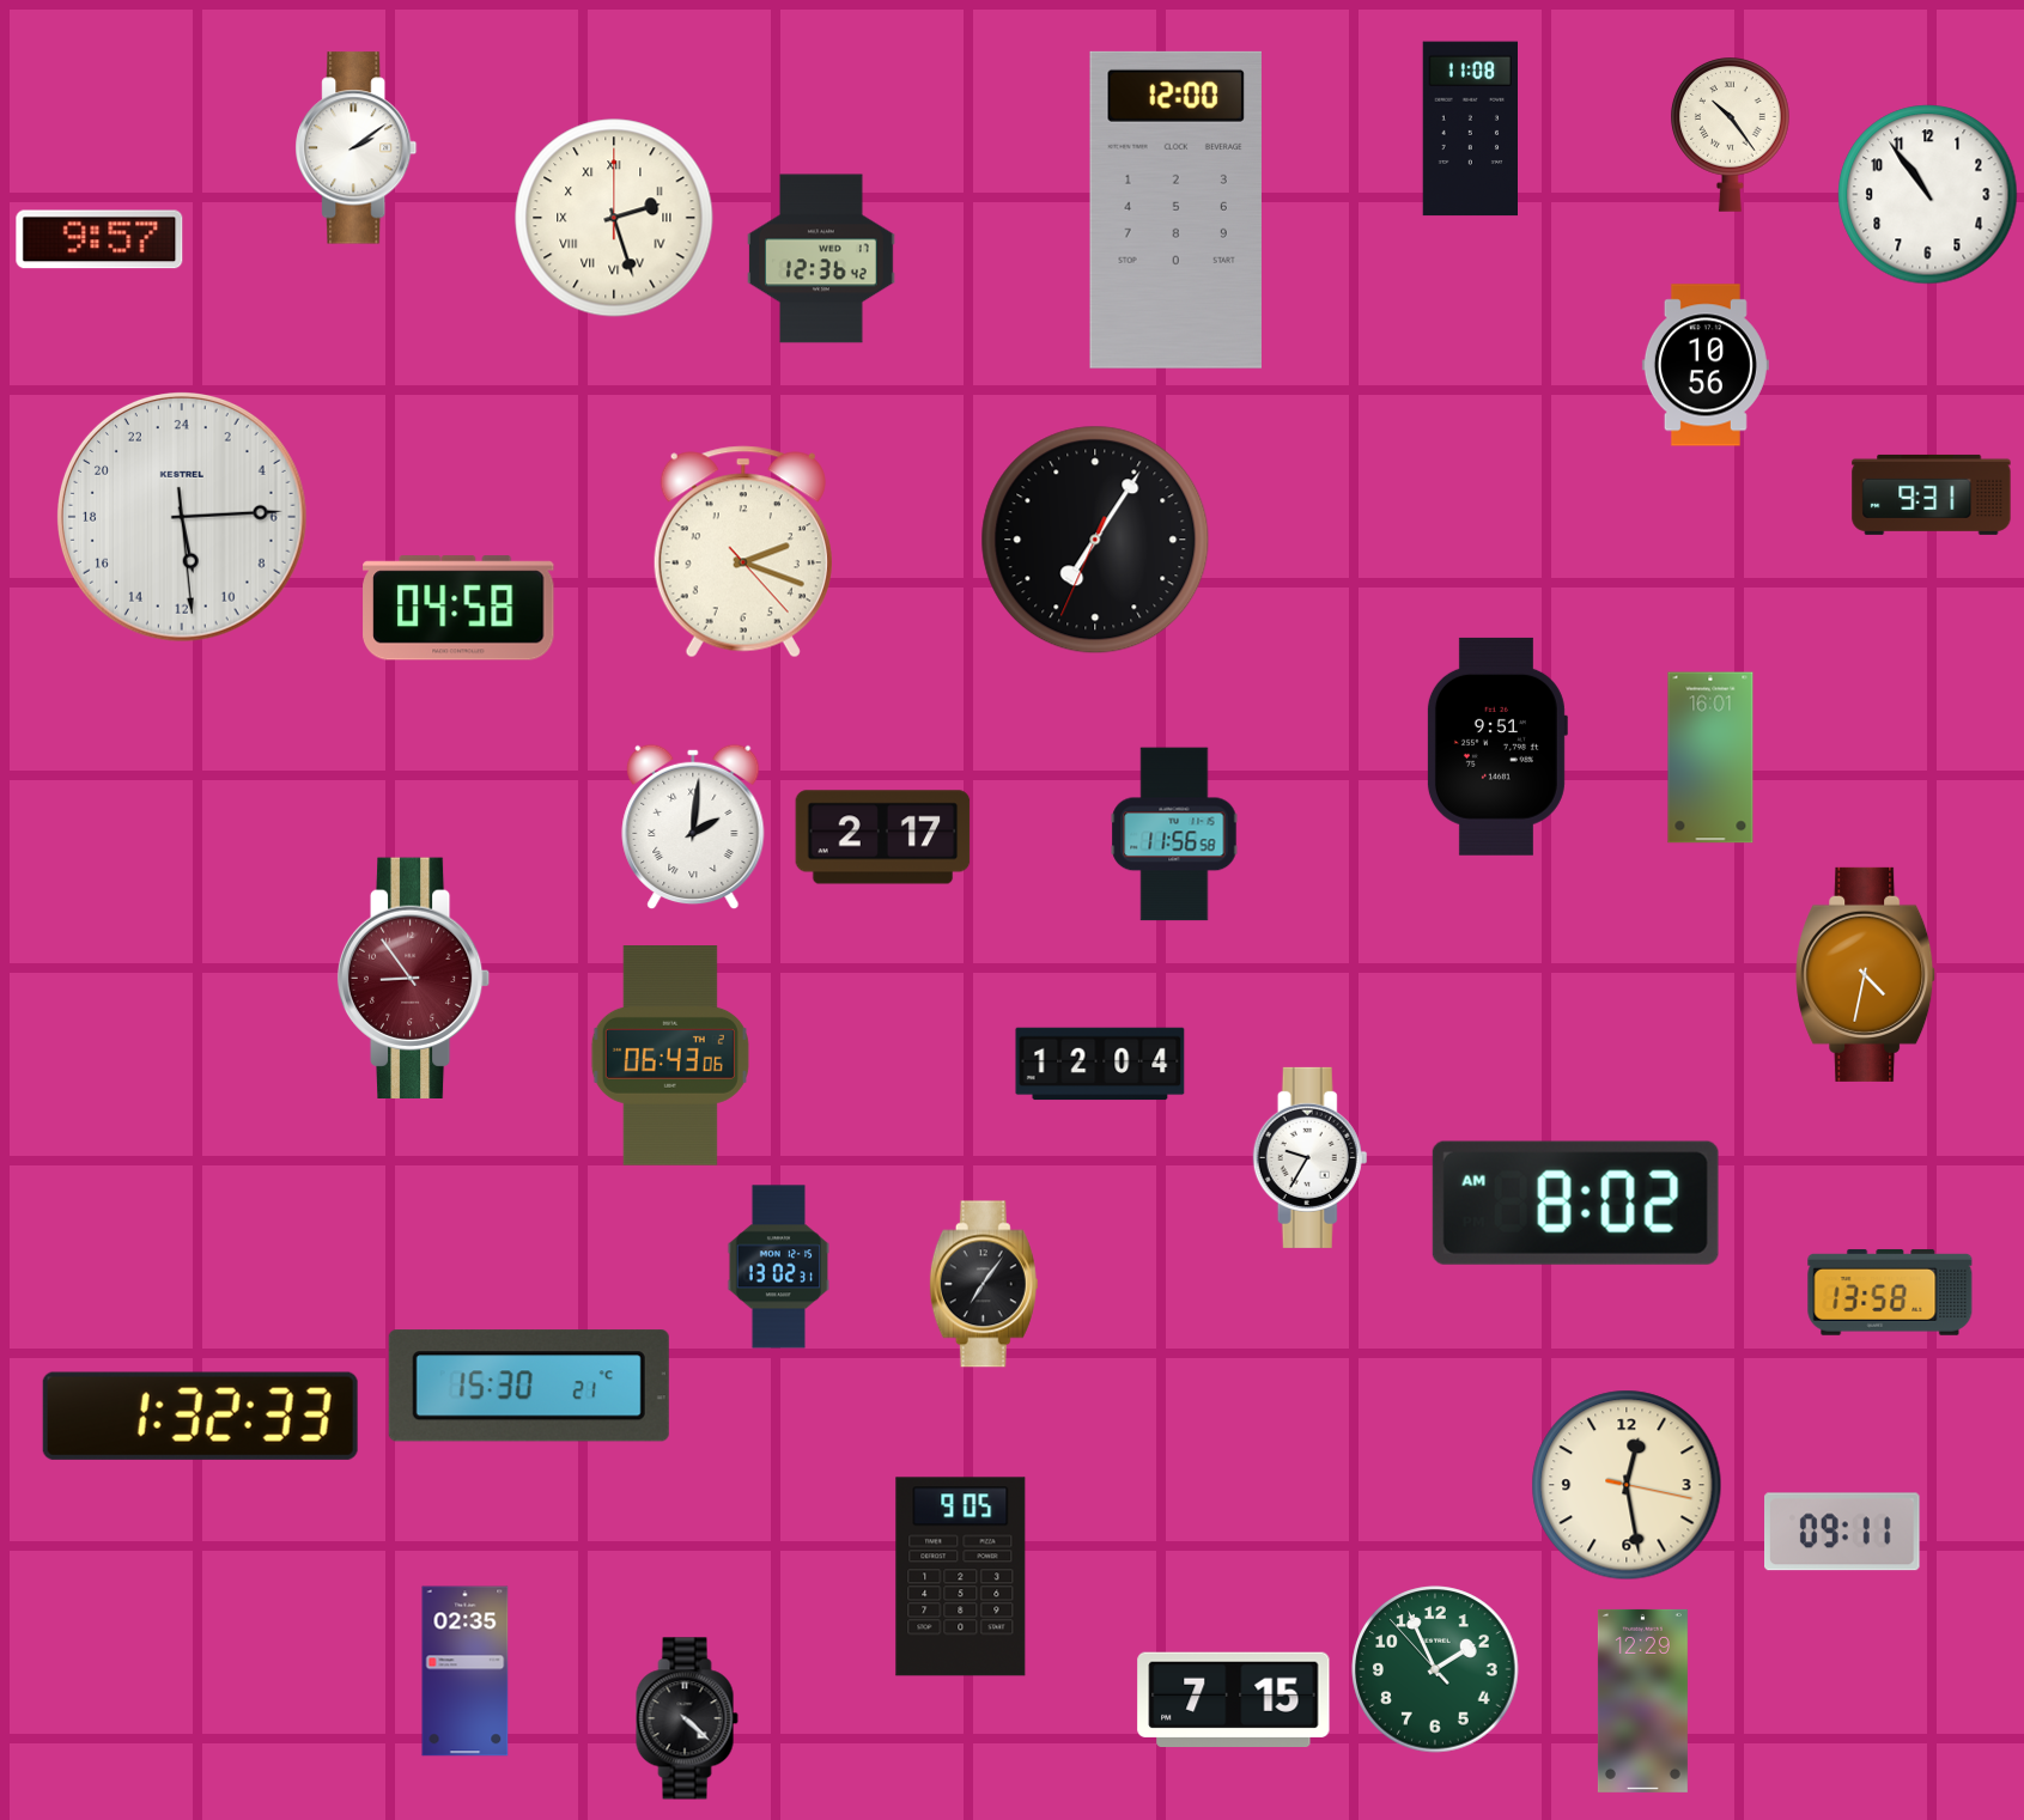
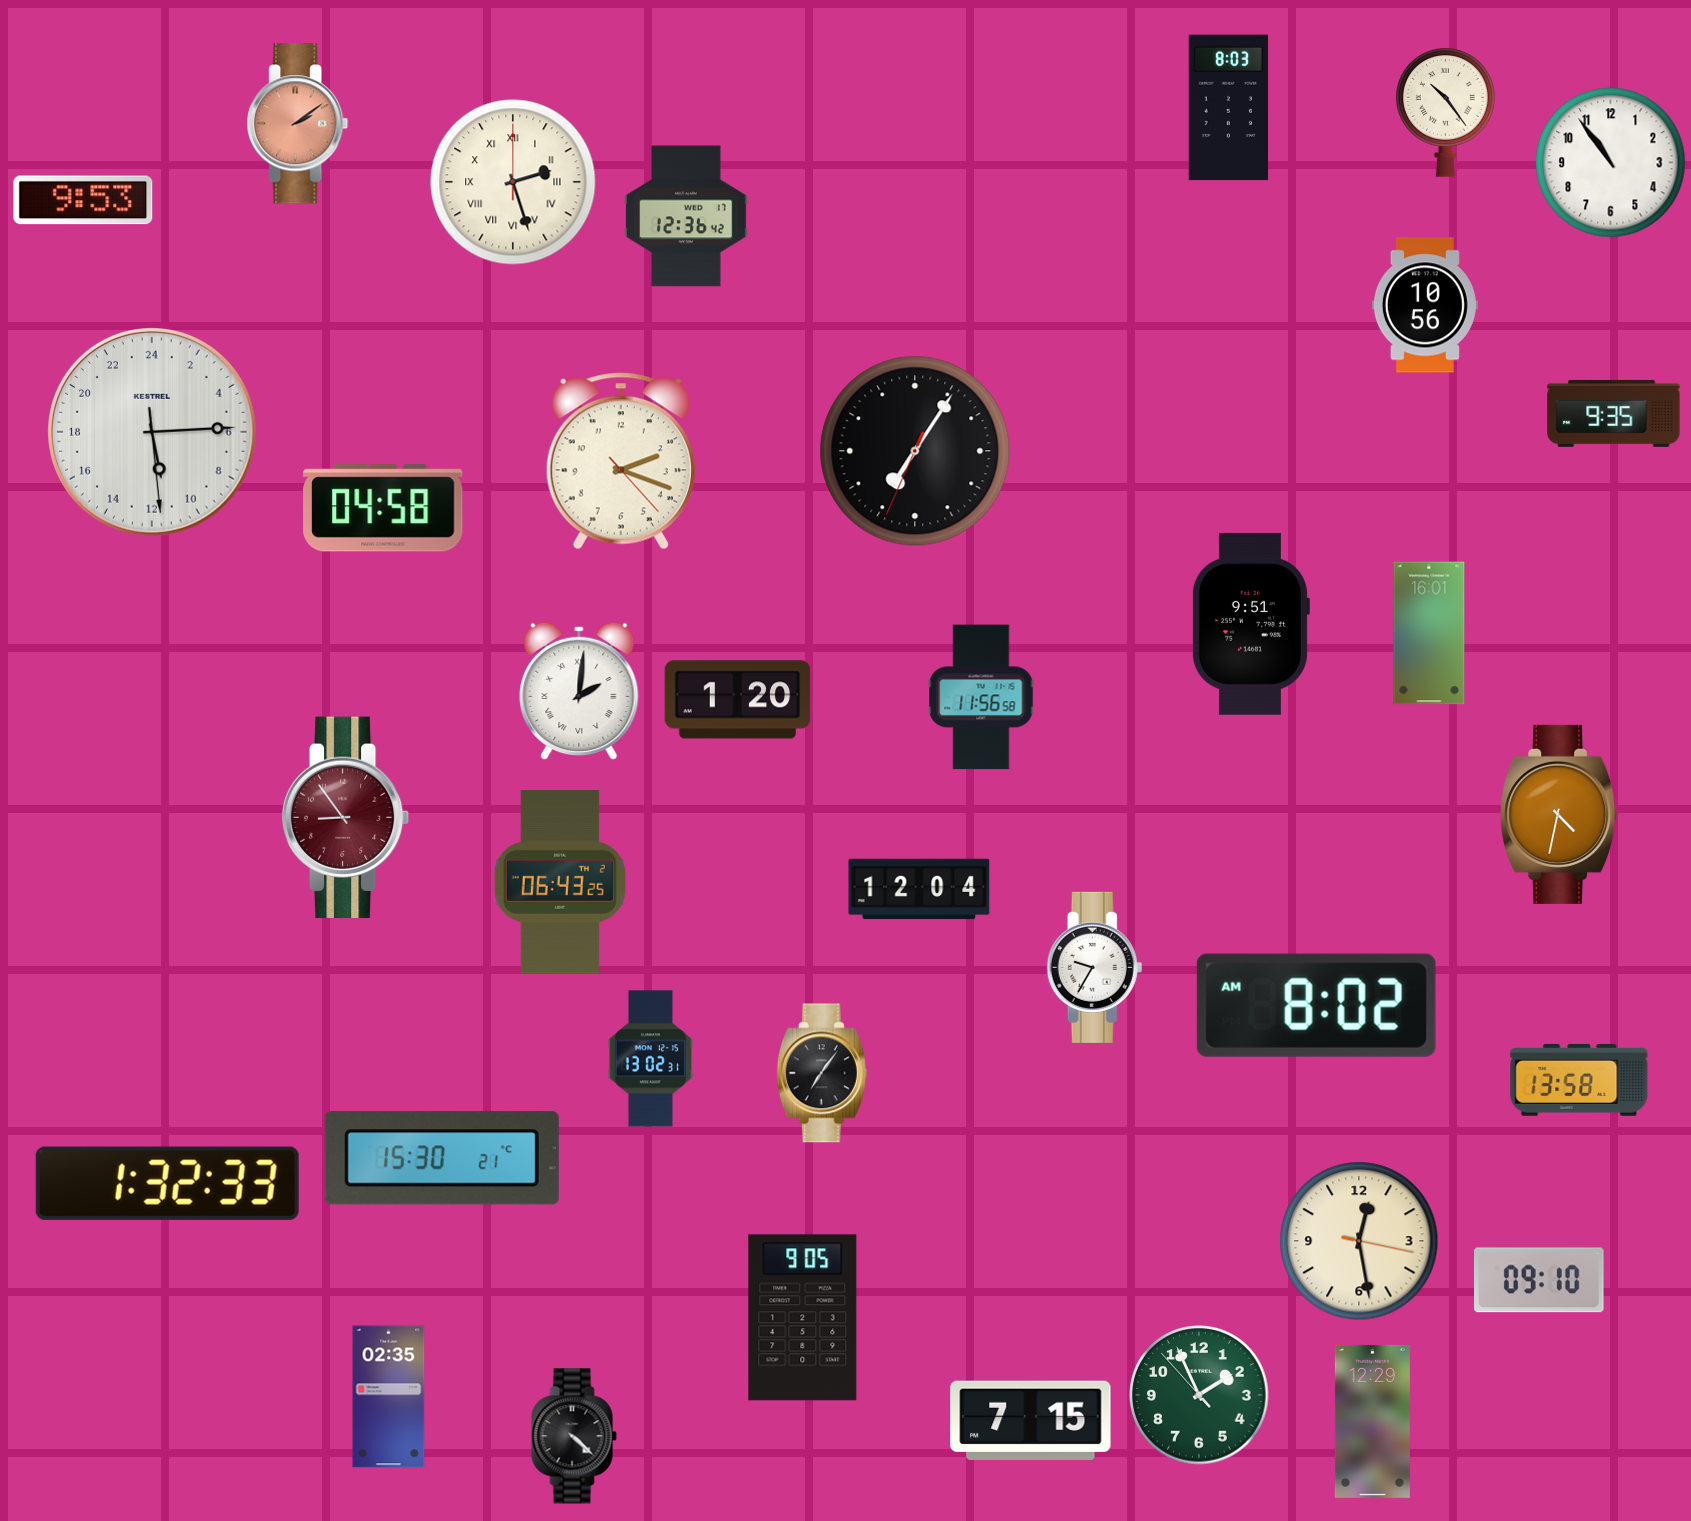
clock at (1470, 129): 11:08 -> 8:03
clock at (357, 148) dial: white -> salmon
clock at (1175, 209): 12:00 -> none
clock at (99, 239): 9:57 -> 9:53
clock at (1932, 494): 9:31 -> 9:35
clock at (883, 838): 2:17 -> 1:20
clock at (670, 1057): 06:43:06 -> 06:43:25
clock at (1843, 1532): 09:11 -> 09:10
